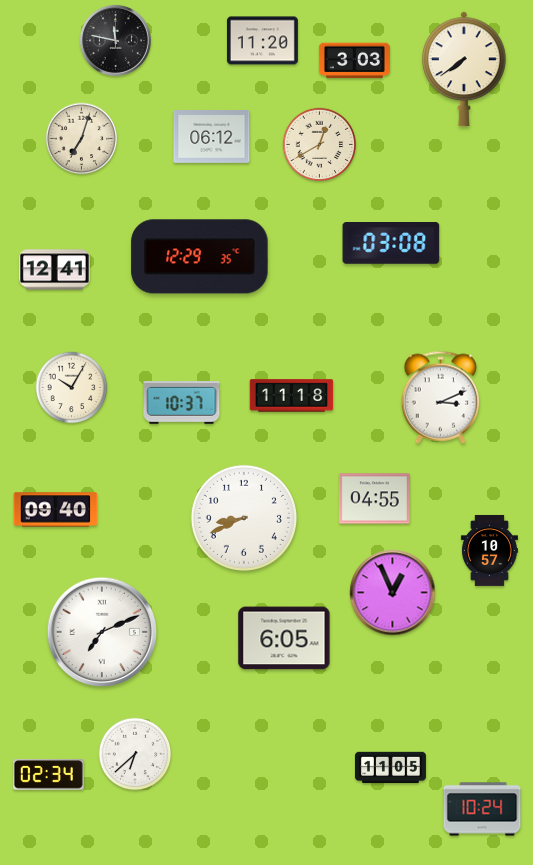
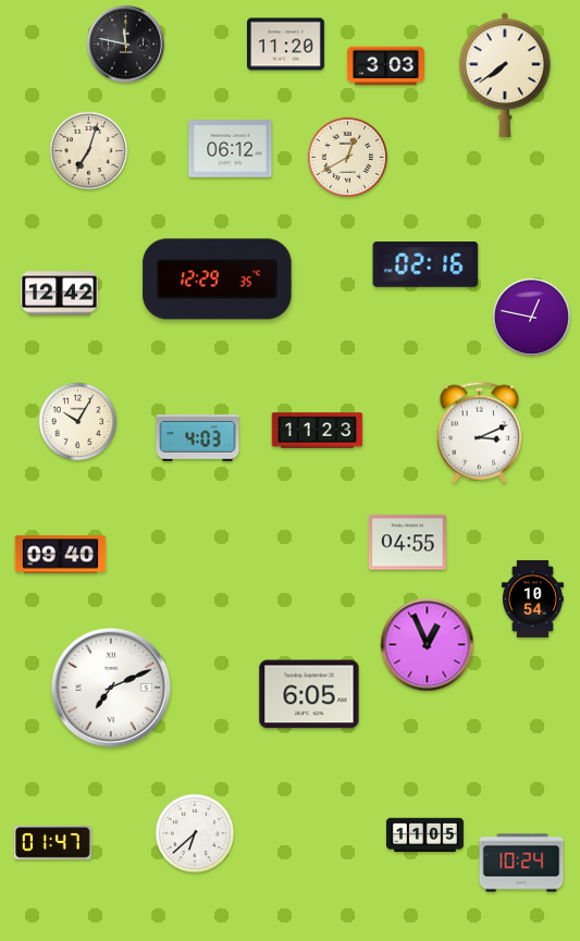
clock at (391, 244): 03:08 -> 02:16
clock at (54, 270): 12:41 -> 12:42
clock at (531, 317): none -> 12:47
clock at (292, 396): 11:18 -> 11:23
clock at (182, 403): 10:37 -> 4:03
clock at (244, 518): 8:41 -> none
clock at (489, 550): 10:57 -> 10:54
clock at (135, 754) position: (135, 754) -> (195, 833)
clock at (48, 775): 02:34 -> 01:47
clock at (482, 809) position: (482, 809) -> (521, 863)
